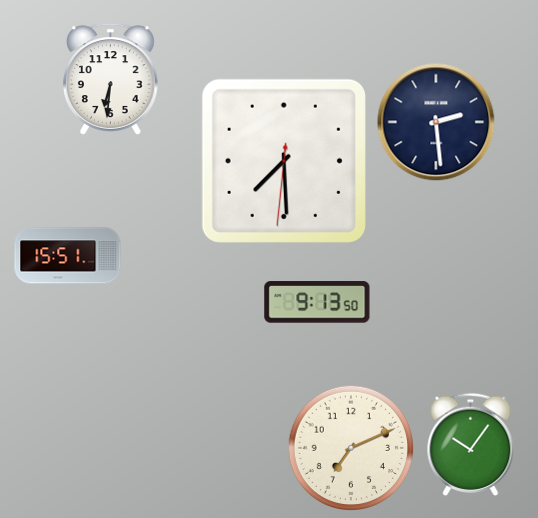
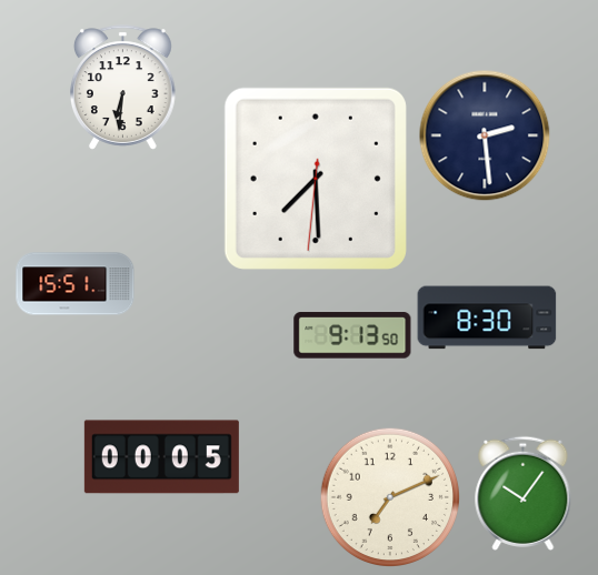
clock at (487, 317): none -> 8:30
clock at (161, 457): none -> 00:05
